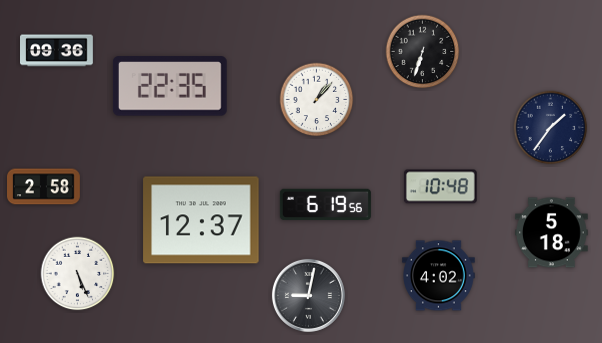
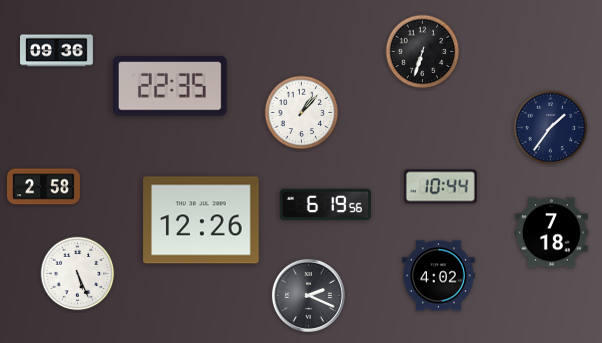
clock at (317, 100) position: (317, 100) -> (302, 113)
clock at (440, 187): 10:48 -> 10:44
clock at (201, 220): 12:37 -> 12:26
clock at (552, 233): 5:18 -> 7:18
clock at (308, 295): 9:02 -> 2:19
